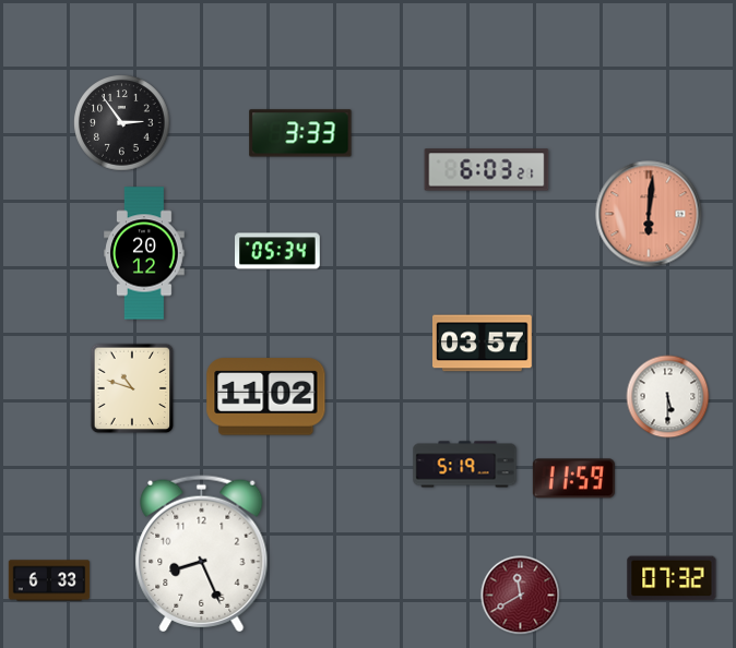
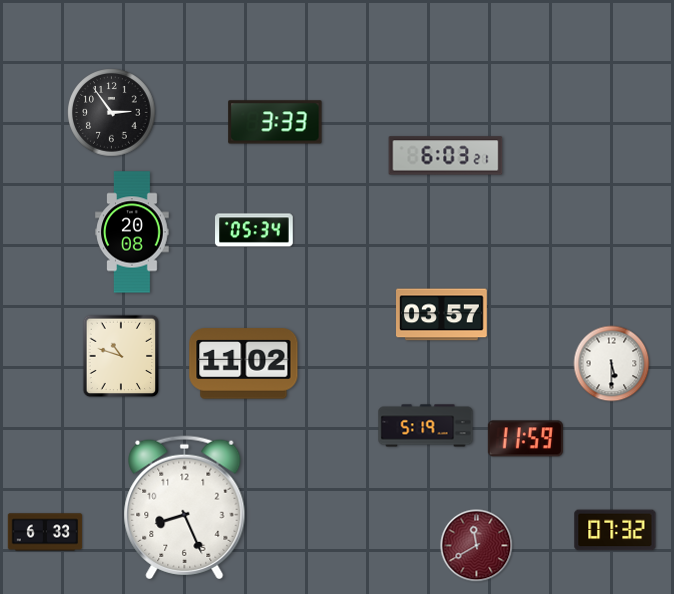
clock at (649, 214): 6:01 -> none
clock at (144, 253): 20:12 -> 20:08
